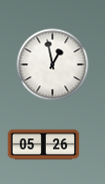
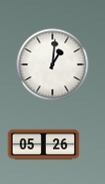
clock at (53, 65): 12:58 -> 1:01
